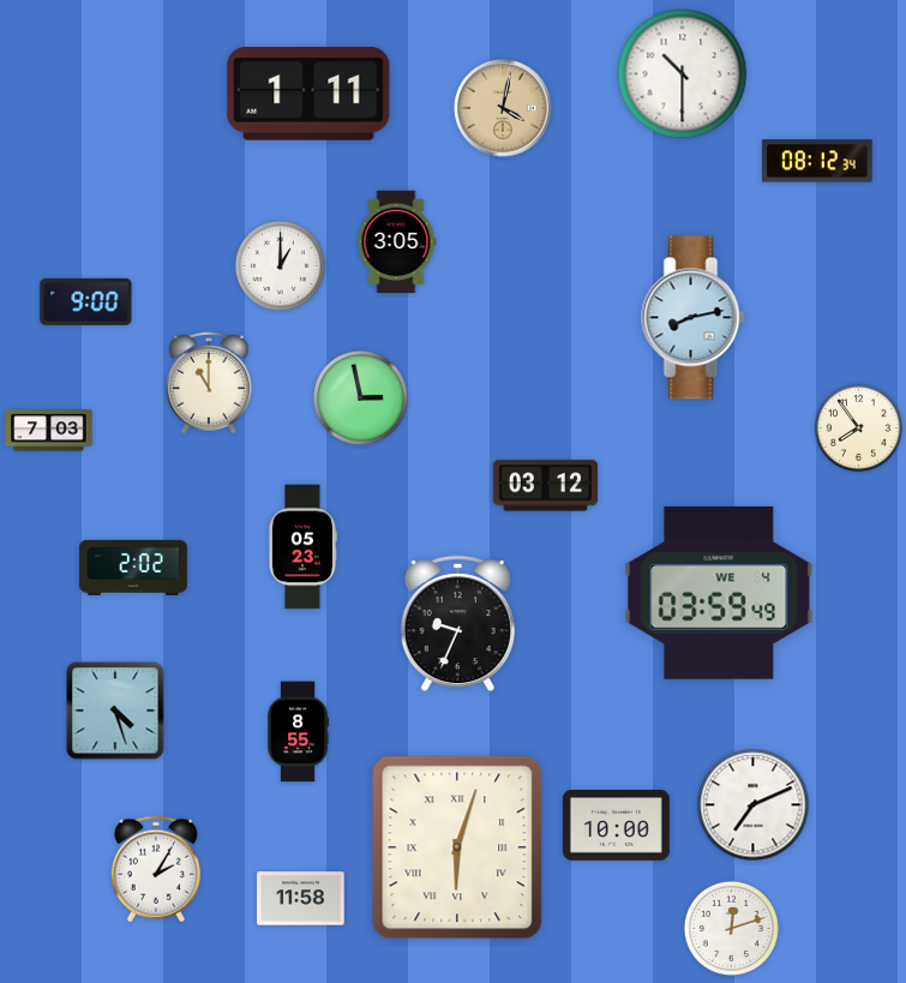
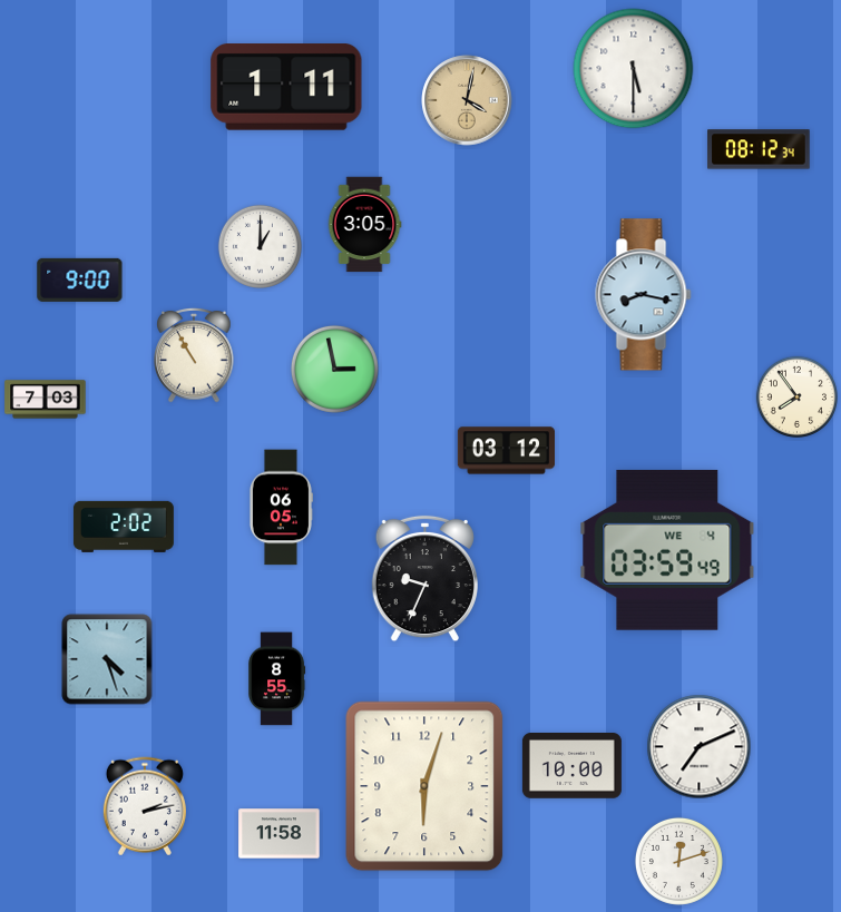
clock at (683, 74): 10:30 -> 5:30
clock at (396, 242) position: (396, 242) -> (364, 225)
clock at (694, 318): 8:13 -> 8:17
clock at (209, 383): 11:00 -> 10:55
clock at (302, 547): 05:23 -> 06:05
clock at (457, 847) numerals: Roman -> Arabic
clock at (156, 869): 2:05 -> 2:13
